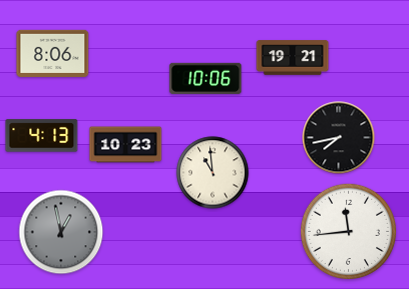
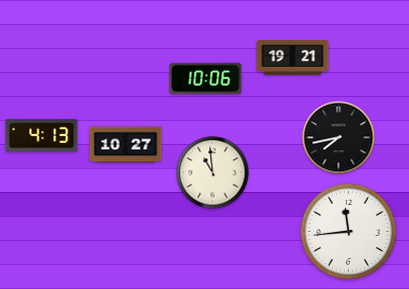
clock at (53, 53): 8:06 -> none
clock at (126, 145): 10:23 -> 10:27
clock at (61, 232): 12:58 -> none
